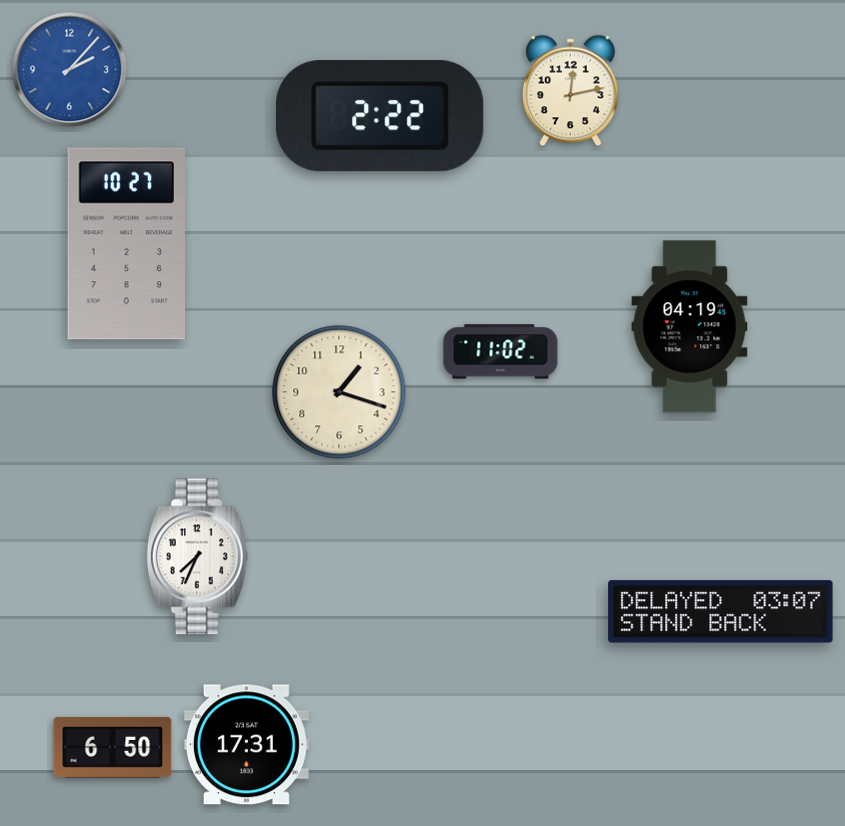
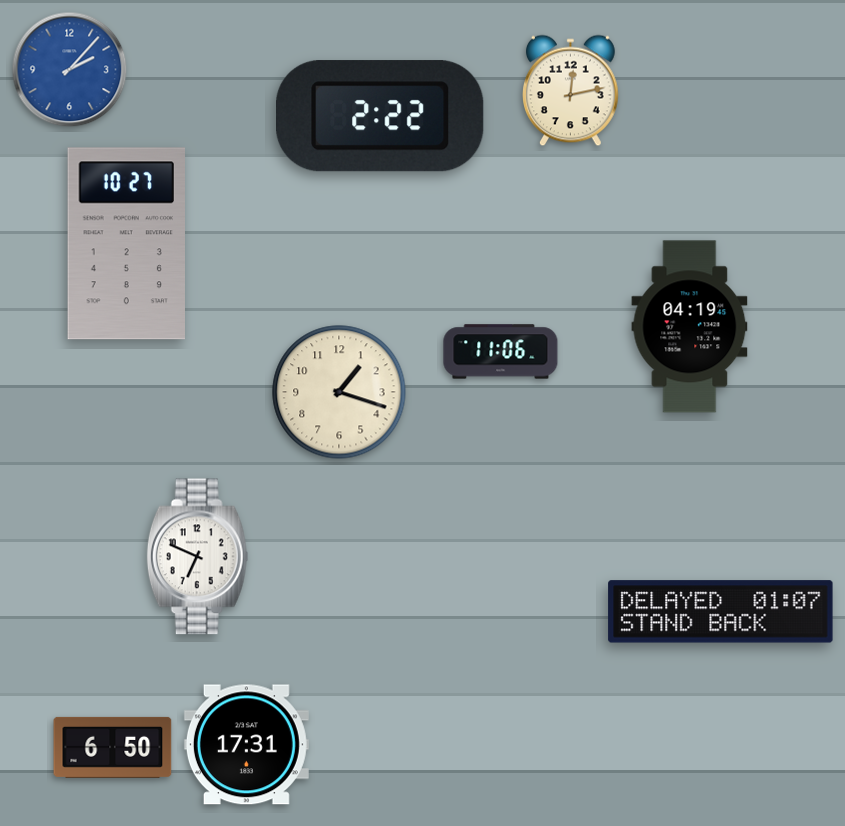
clock at (501, 352): 11:02 -> 11:06
clock at (198, 557): 7:34 -> 6:49
clock at (721, 612): 03:07 -> 01:07
